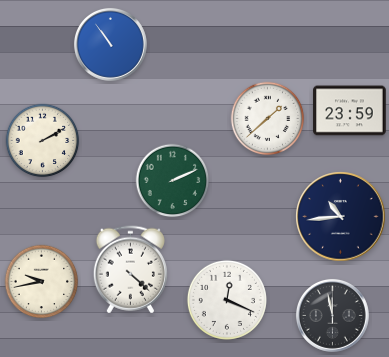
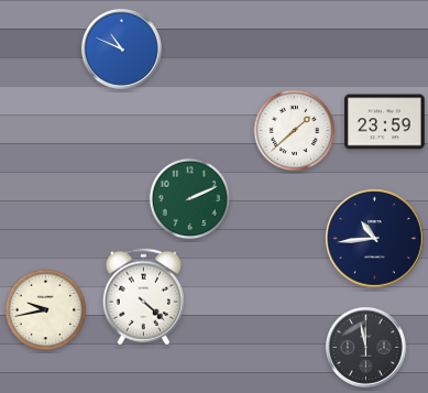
clock at (110, 44): 10:54 -> 10:49
clock at (43, 141): 2:10 -> none
clock at (227, 300): 12:19 -> none
